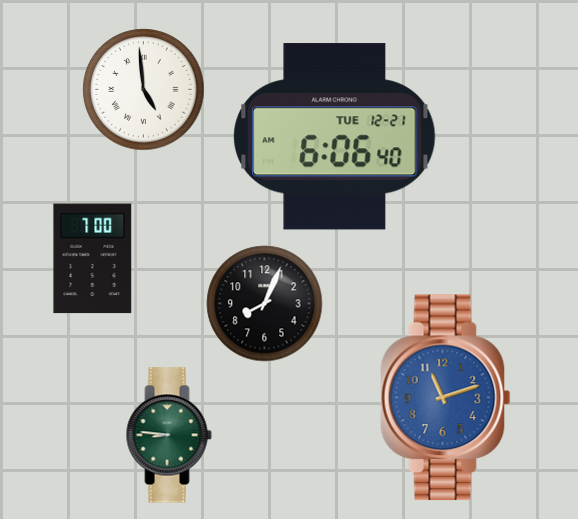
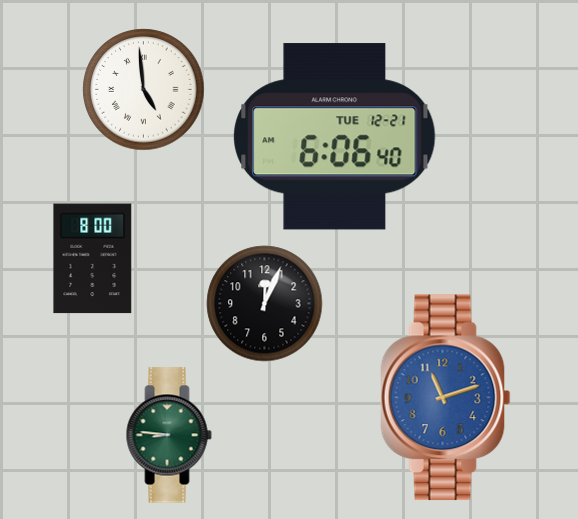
clock at (93, 259): 7:00 -> 8:00
clock at (265, 304): 8:04 -> 12:04
